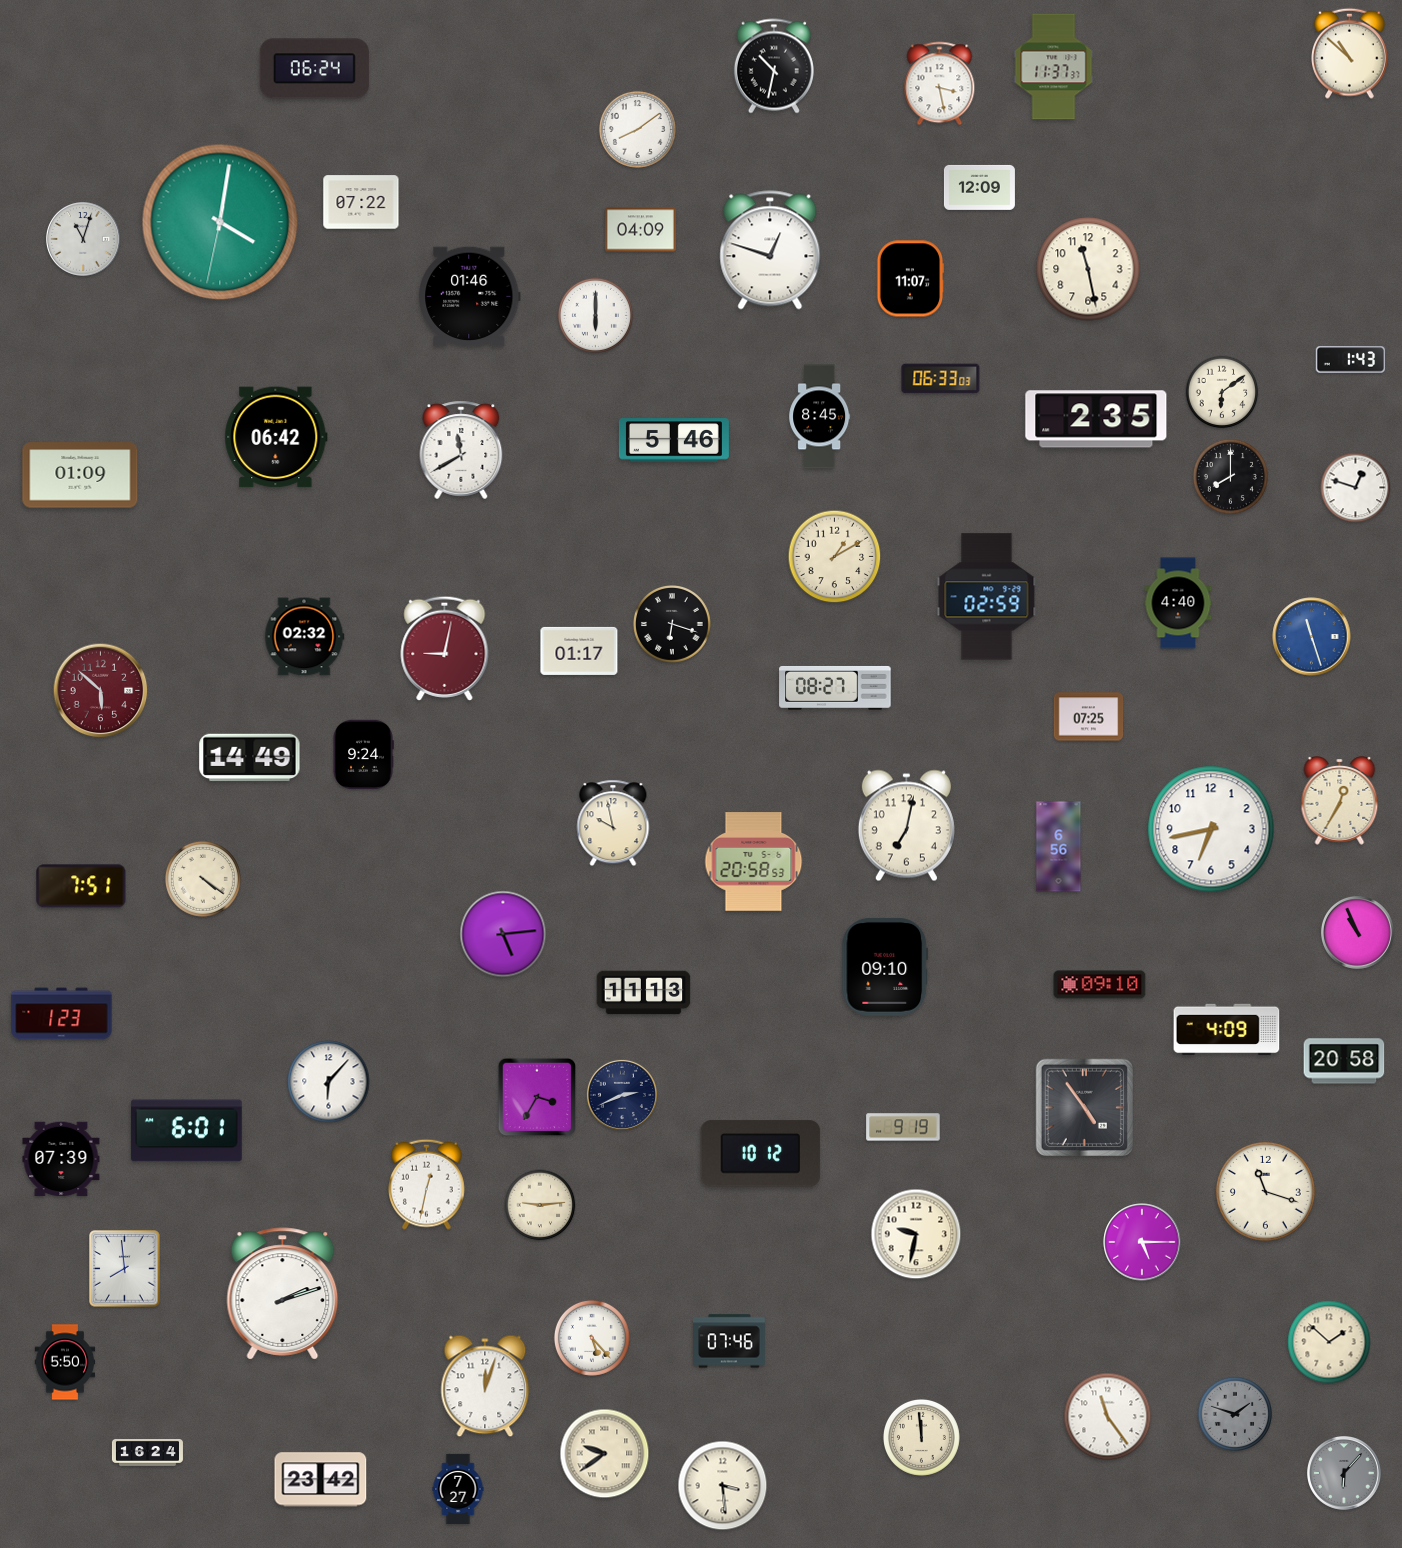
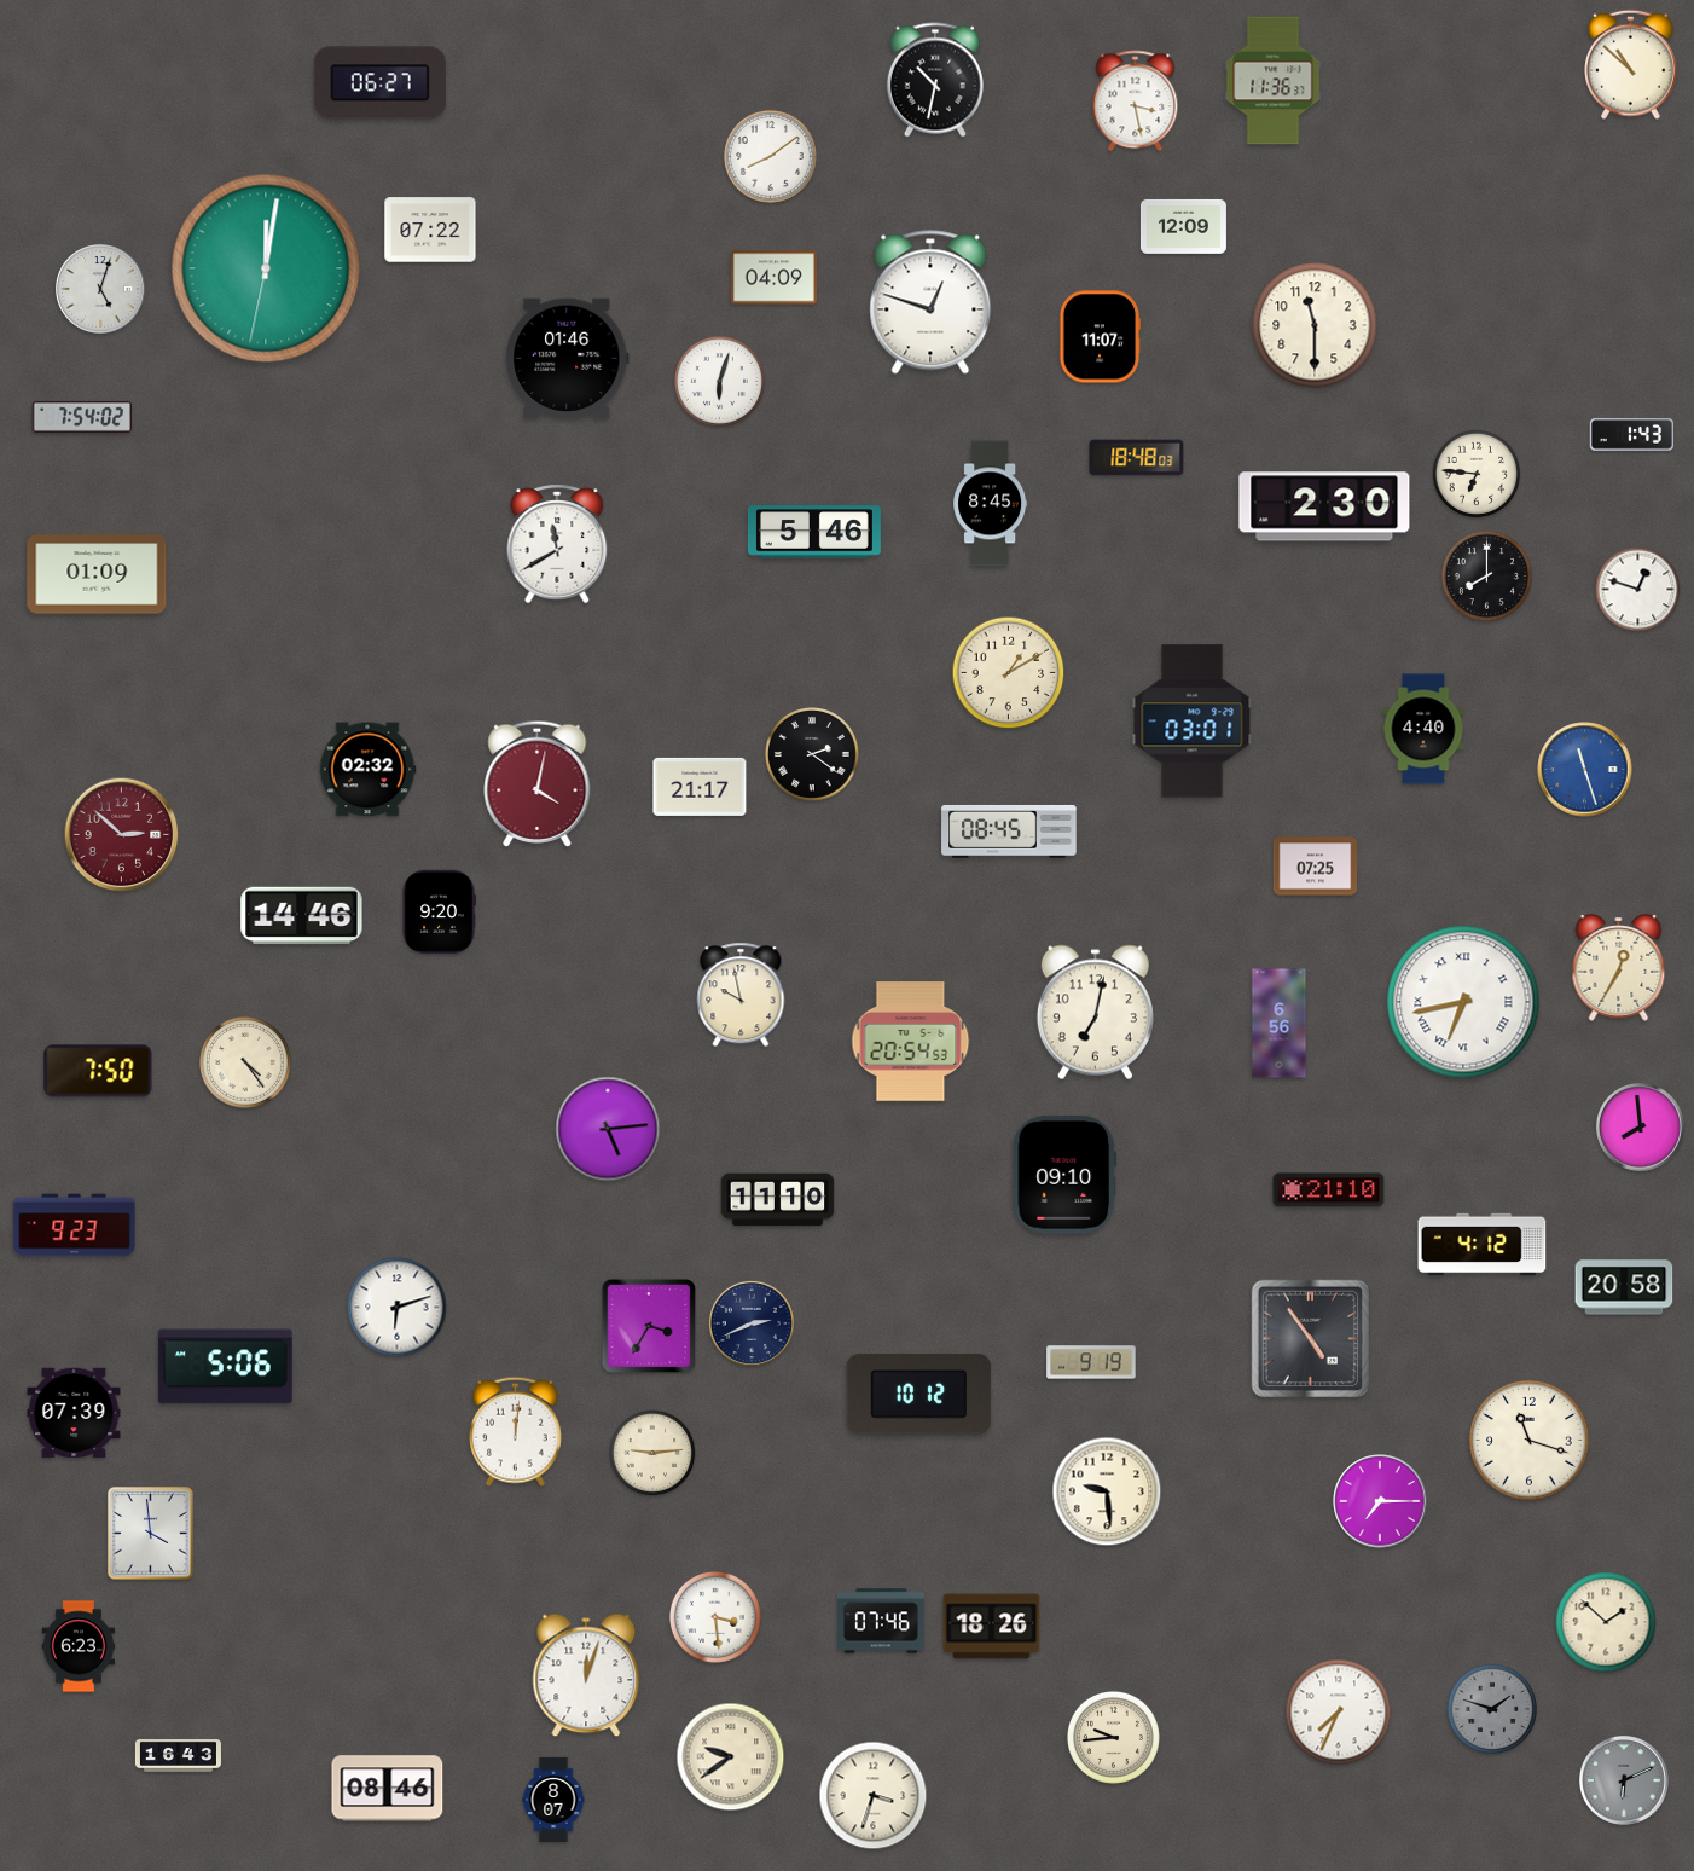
clock at (1054, 67): 11:37 -> 11:36
clock at (314, 69): 06:24 -> 06:27
clock at (361, 202) position: (361, 202) -> (430, 230)
clock at (220, 222): 4:01 -> 12:01
clock at (84, 240): 11:03 -> 5:03
clock at (1088, 269): 11:28 -> 11:30
clock at (595, 315): 6:00 -> 6:03
clock at (81, 417): none -> 7:54
clock at (941, 379): 06:33 -> 18:48
clock at (1222, 392): 6:09 -> 6:46
clock at (1096, 419): 2:35 -> 2:30
clock at (276, 437): 06:42 -> none
clock at (987, 597): 02:59 -> 03:01
clock at (673, 625): 6:18 -> 2:21
clock at (445, 648): 9:02 -> 4:02
clock at (579, 651): 01:17 -> 21:17
clock at (835, 688): 08:27 -> 08:45
clock at (101, 691): 5:52 -> 2:52
clock at (363, 755): 9:24 -> 9:20
clock at (250, 758): 14:49 -> 14:46
clock at (906, 826) position: (906, 826) -> (1095, 1013)
clock at (1211, 829) numerals: Arabic -> Roman
clock at (754, 862): 20:58 -> 20:54
clock at (203, 879): 4:21 -> 4:24
clock at (81, 886): 7:51 -> 7:50
clock at (1357, 932): 10:56 -> 7:59
clock at (885, 967) position: (885, 967) -> (1064, 1175)
clock at (1100, 985): 09:10 -> 21:10
clock at (644, 993): 11:13 -> 11:10
clock at (62, 1014): 1:23 -> 9:23
clock at (1227, 1030): 4:09 -> 4:12
clock at (1344, 1061) position: (1344, 1061) -> (1624, 1287)
clock at (329, 1082): 6:07 -> 6:12
clock at (186, 1131): 6:01 -> 5:06
clock at (61, 1159) position: (61, 1159) -> (74, 1413)
clock at (427, 1184): 12:32 -> 12:01
clock at (540, 1205) position: (540, 1205) -> (652, 1453)
clock at (916, 1234): 9:32 -> 9:29
clock at (1142, 1242): 5:15 -> 7:15
clock at (125, 1269): 7:59 -> 3:59
clock at (283, 1294): 2:12 -> none
clock at (592, 1338): 5:23 -> 3:29
clock at (992, 1627): none -> 18:26
clock at (65, 1362): 5:50 -> 6:23
clock at (1108, 1417): 11:24 -> 7:34
clock at (921, 1437): 11:59 -> 9:44
clock at (147, 1453): 16:24 -> 16:43
clock at (1345, 1474): 6:07 -> 6:11
clock at (321, 1480): 23:42 -> 08:46
clock at (723, 1486): 3:29 -> 3:33
clock at (458, 1488): 7:27 -> 8:07
